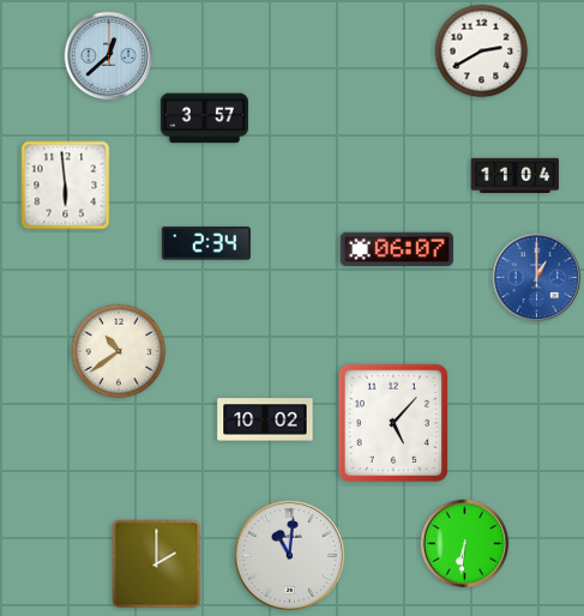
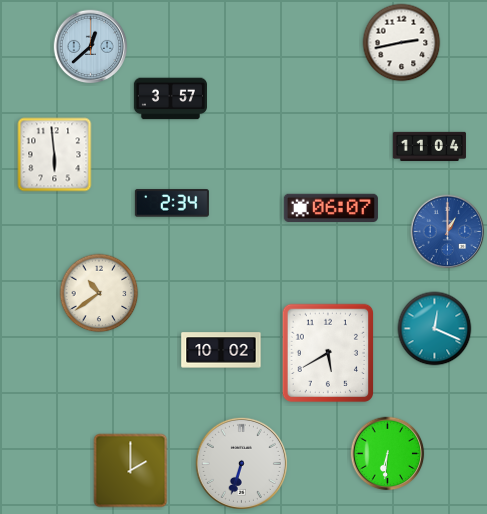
clock at (482, 52): 2:40 -> 2:43
clock at (435, 329): none -> 12:19
clock at (392, 423): 5:07 -> 5:40
clock at (289, 555): 11:01 -> 6:33
